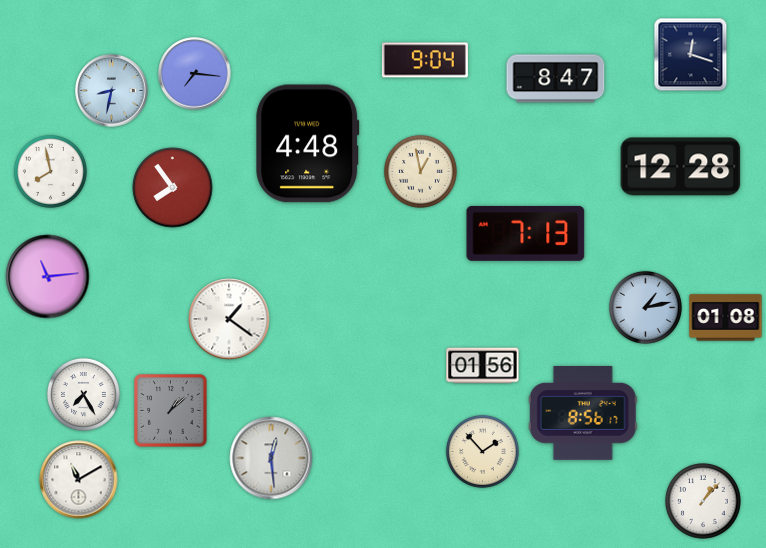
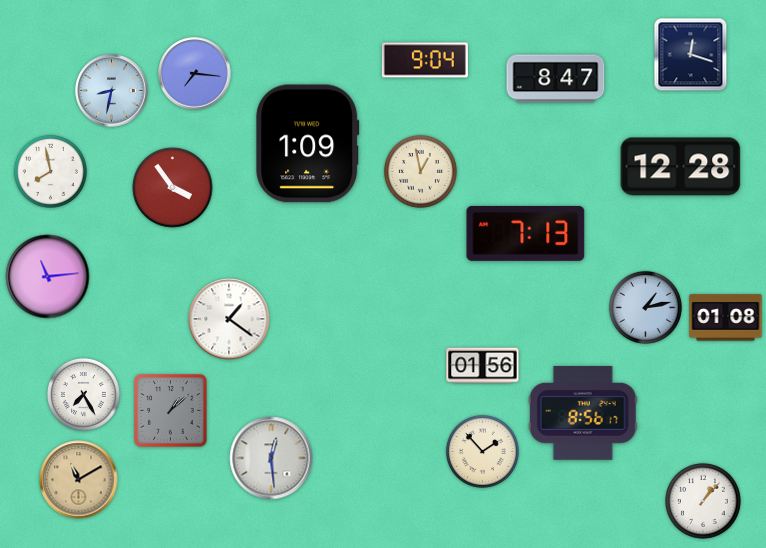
clock at (308, 144): 4:48 -> 1:09
clock at (173, 188): 7:54 -> 3:54
clock at (79, 480) dial: white -> champagne
